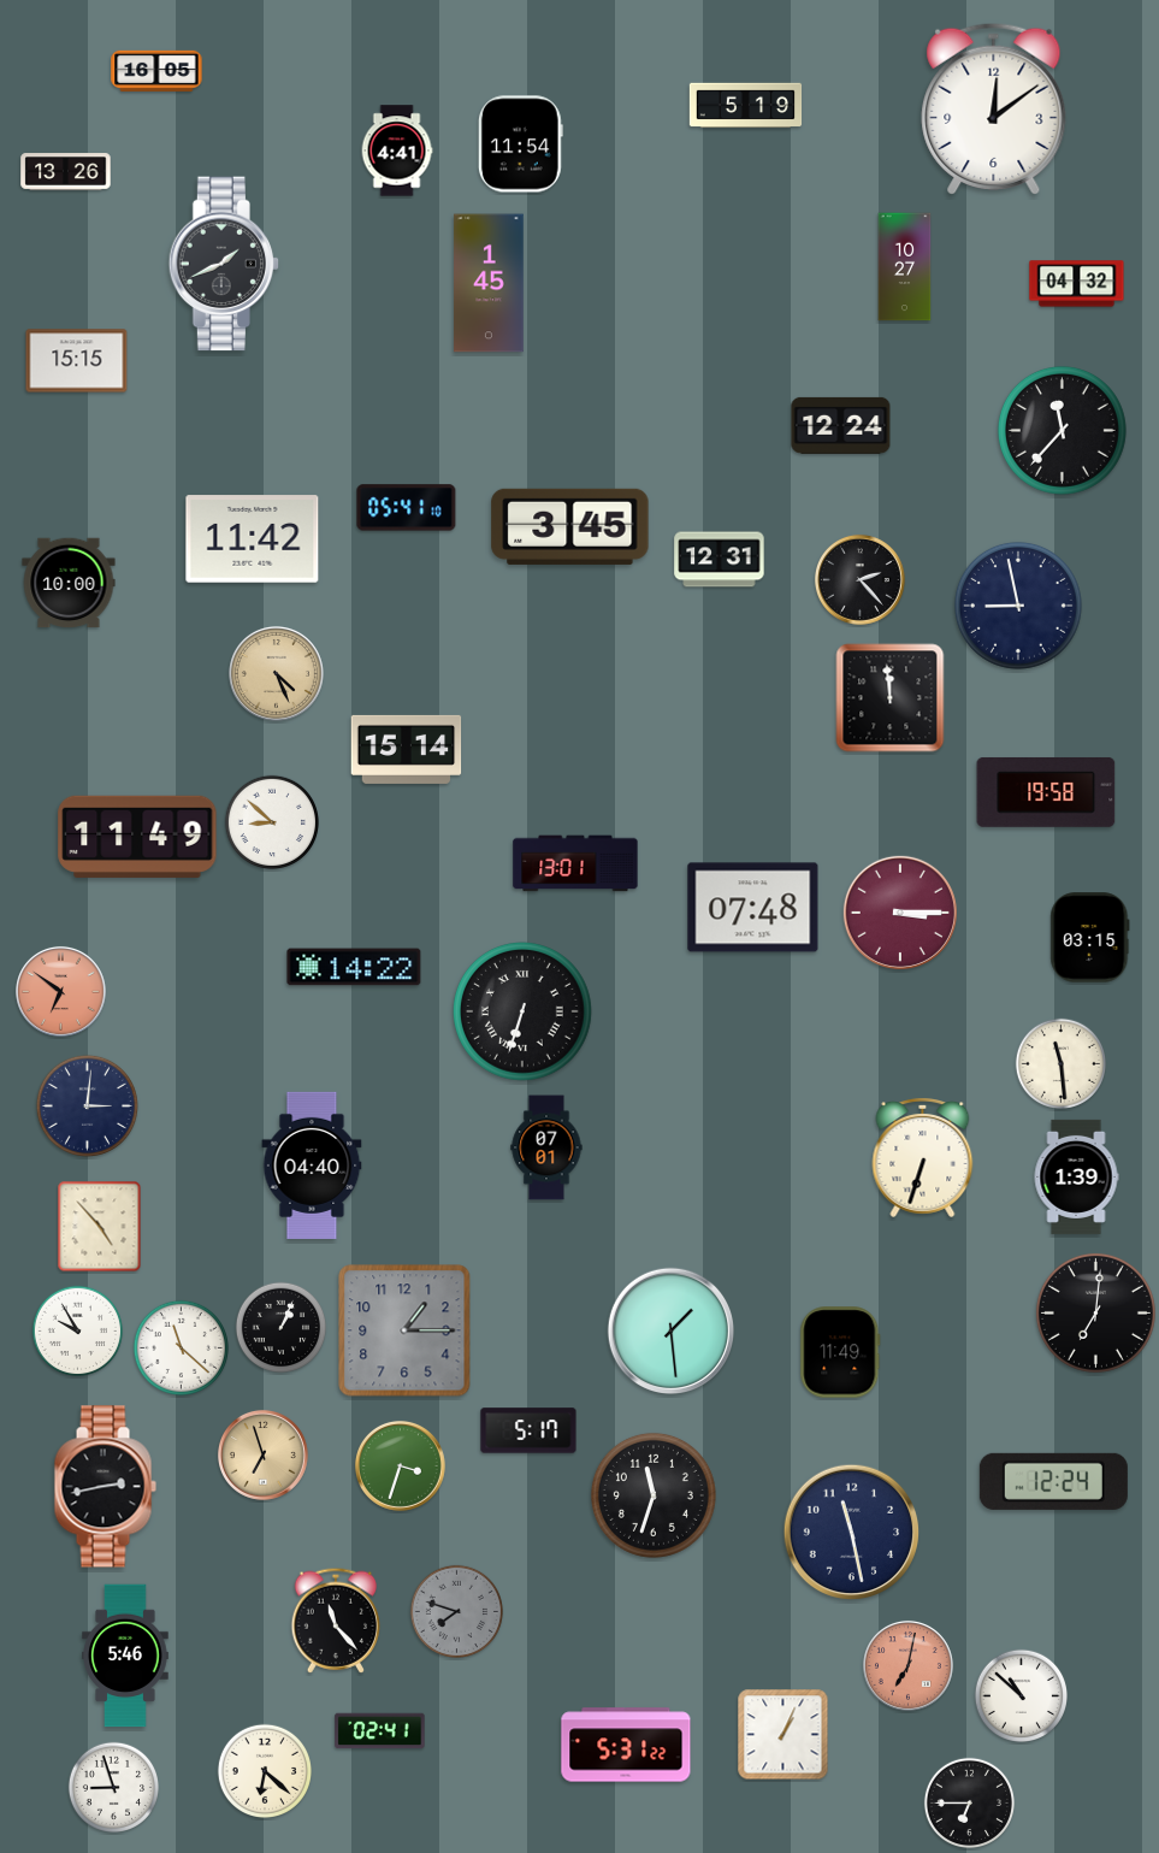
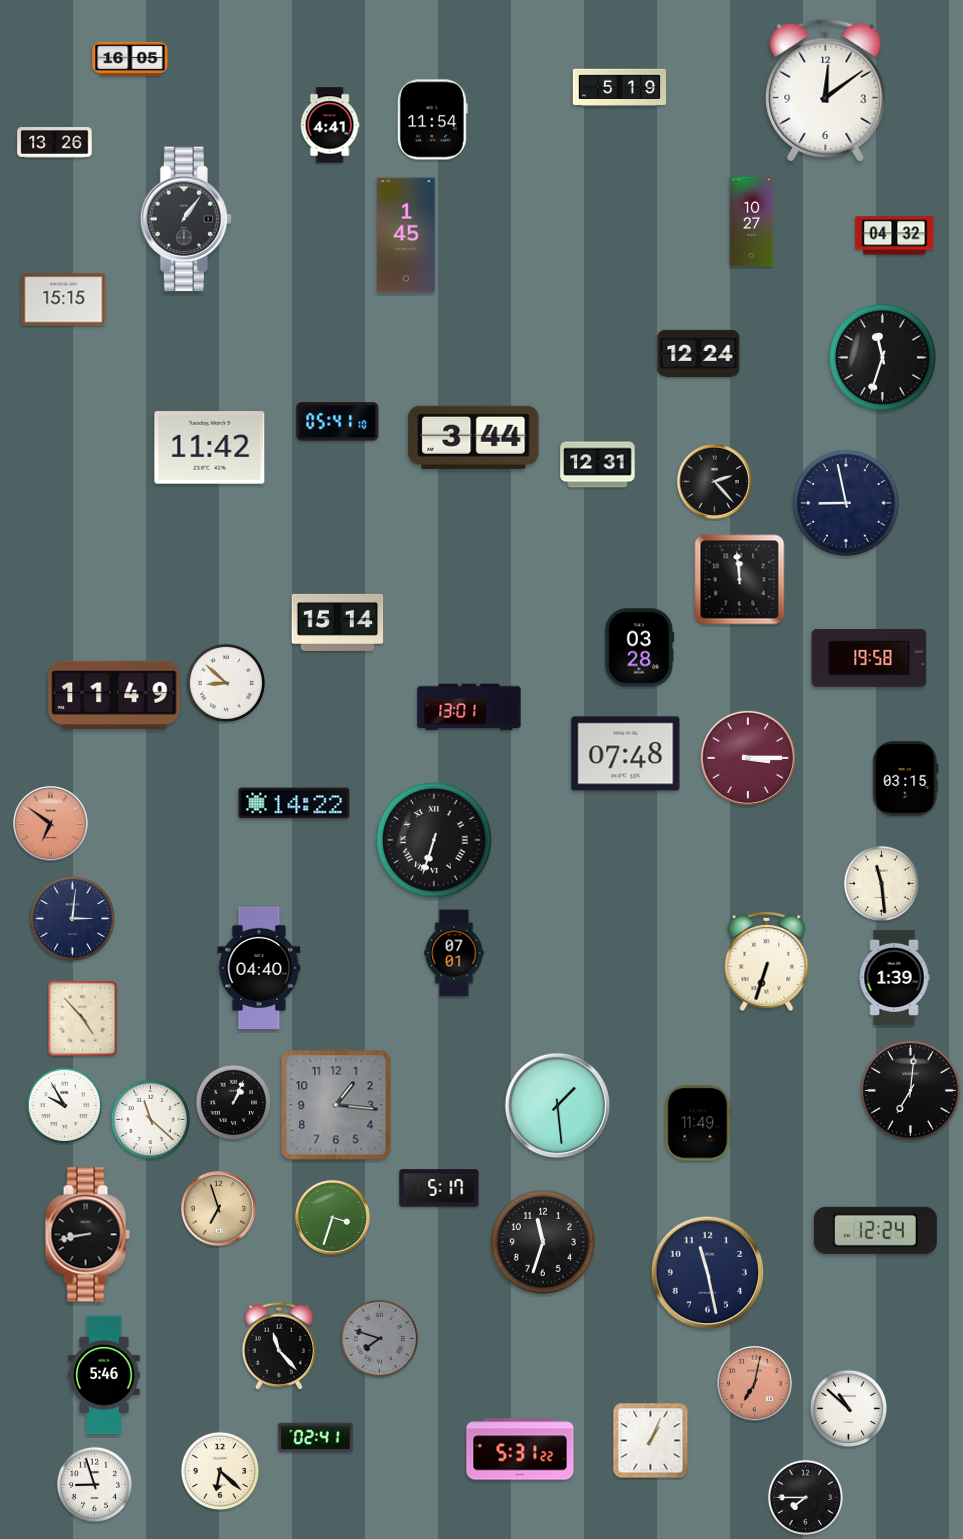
clock at (224, 264): 1:41 -> 1:06
clock at (1062, 430): 11:37 -> 11:33
clock at (570, 526): 3:45 -> 3:44
clock at (69, 583): 10:00 -> none
clock at (276, 673): 4:26 -> none
clock at (640, 648): none -> 03:28
clock at (575, 863) position: (575, 863) -> (469, 707)
clock at (404, 1330): 1:15 -> 1:16
clock at (105, 1487): 2:43 -> 8:43
clock at (970, 1804): 6:45 -> 7:45
